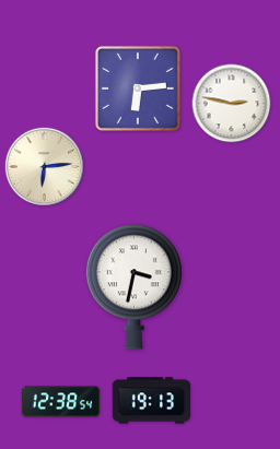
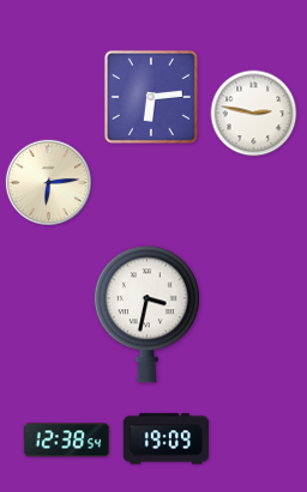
clock at (151, 401): 19:13 -> 19:09
